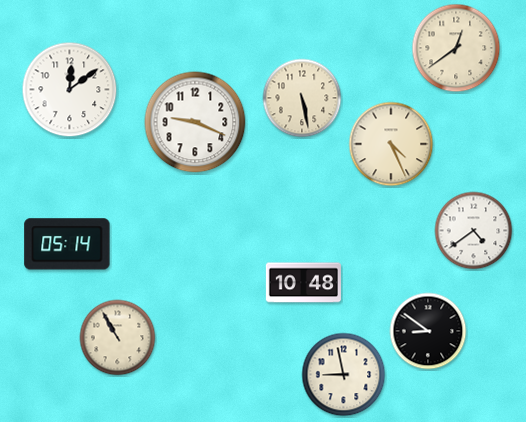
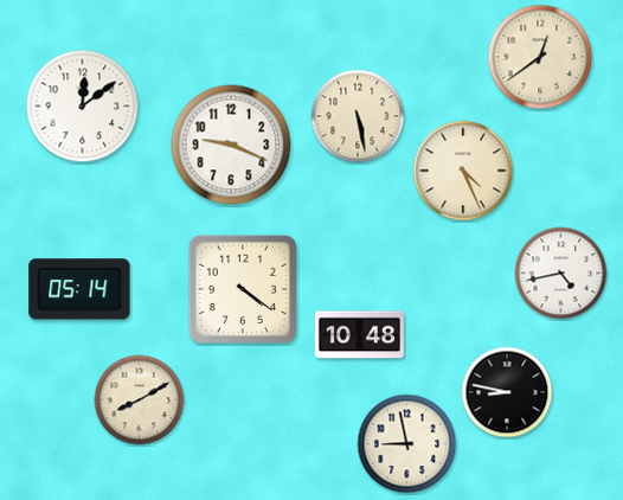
clock at (474, 231): 4:39 -> 4:43
clock at (243, 289): none -> 4:21
clock at (428, 331): 8:51 -> 8:47
clock at (118, 338): 10:55 -> 8:10
